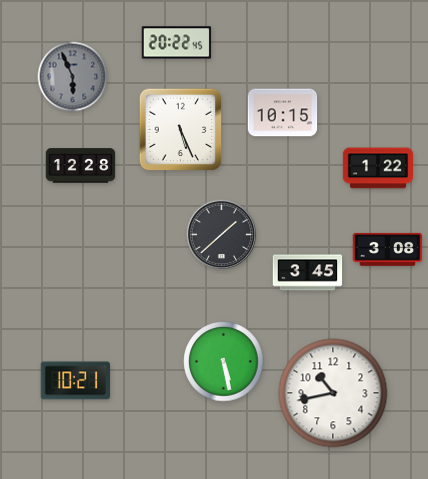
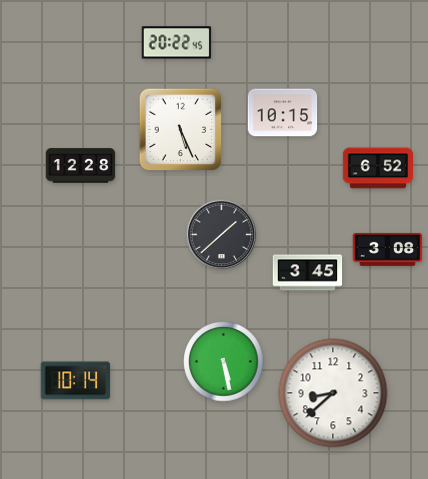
clock at (73, 77): 5:56 -> none
clock at (377, 168): 1:22 -> 6:52
clock at (76, 381): 10:21 -> 10:14
clock at (333, 393): 10:43 -> 8:38
